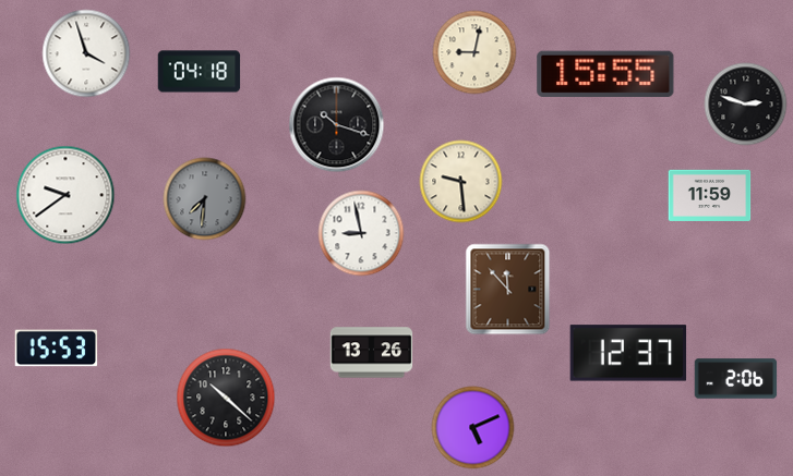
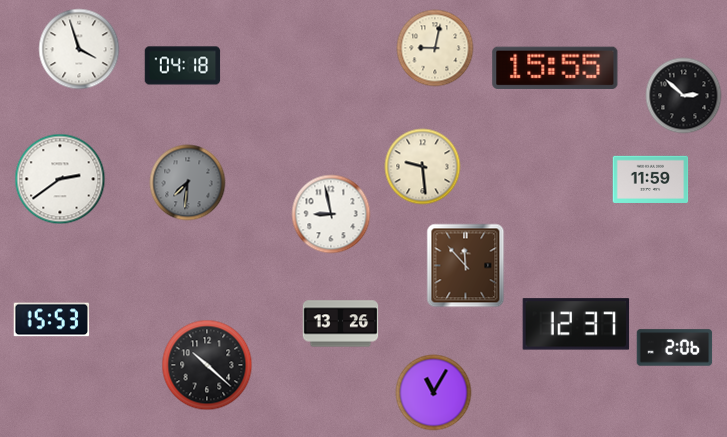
clock at (746, 105): 2:48 -> 2:52
clock at (337, 125): 10:18 -> none
clock at (65, 195): 9:39 -> 2:39
clock at (473, 428): 5:11 -> 11:05
